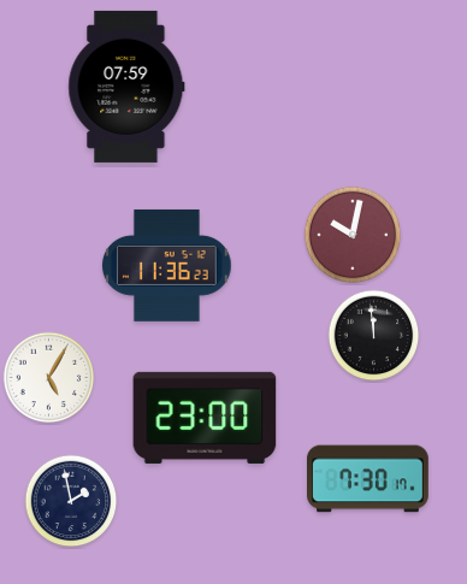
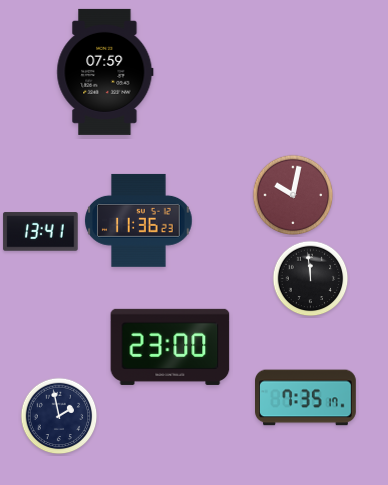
clock at (41, 232): none -> 13:41
clock at (49, 378): 5:05 -> none
clock at (368, 479): 7:30 -> 7:35
